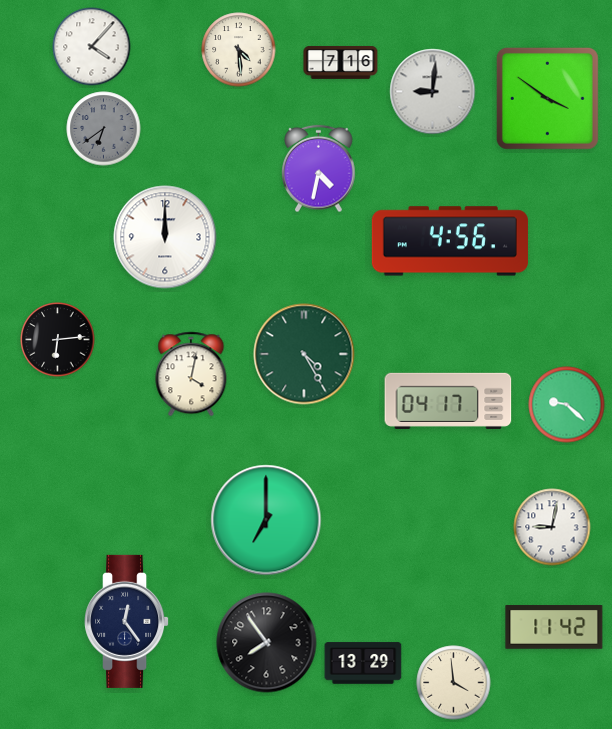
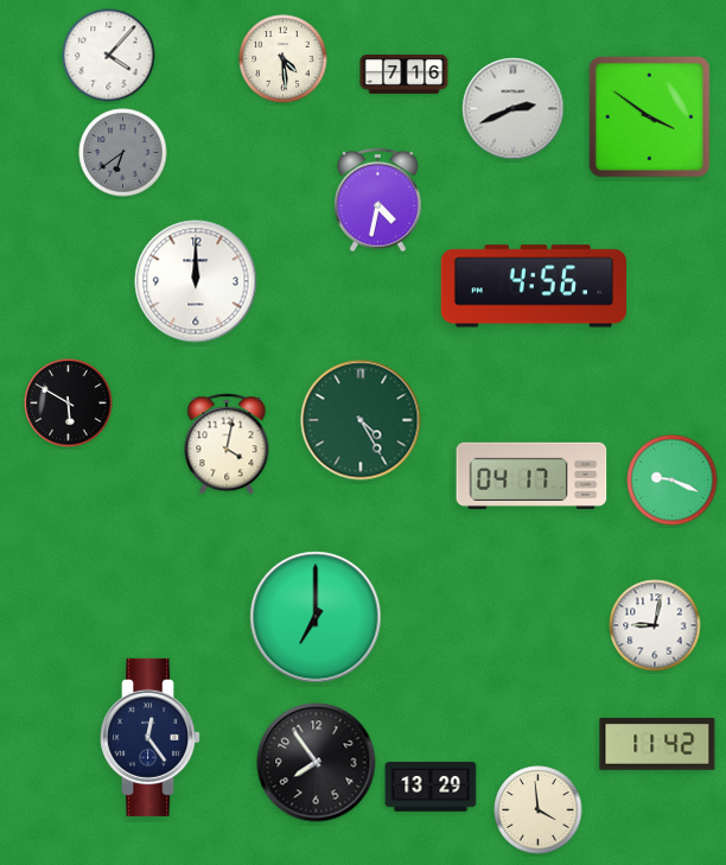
clock at (433, 92): 9:01 -> 2:41
clock at (58, 340): 6:14 -> 5:50
clock at (567, 405): 9:22 -> 9:19
